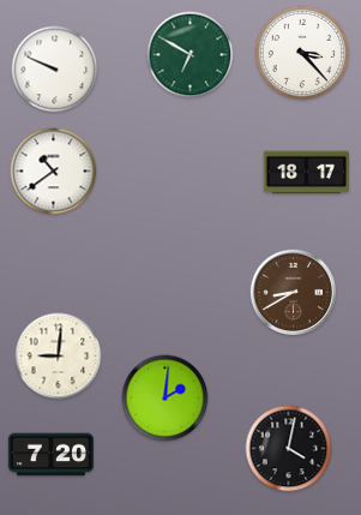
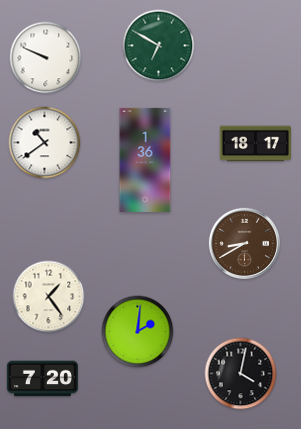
clock at (301, 52): 3:23 -> none
clock at (145, 160): none -> 1:36
clock at (59, 357): 9:01 -> 1:24
